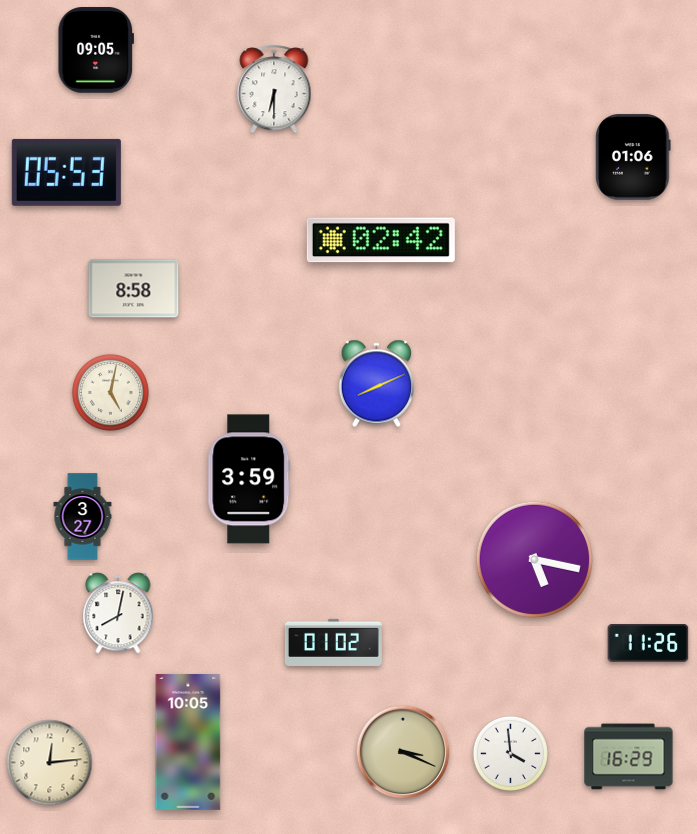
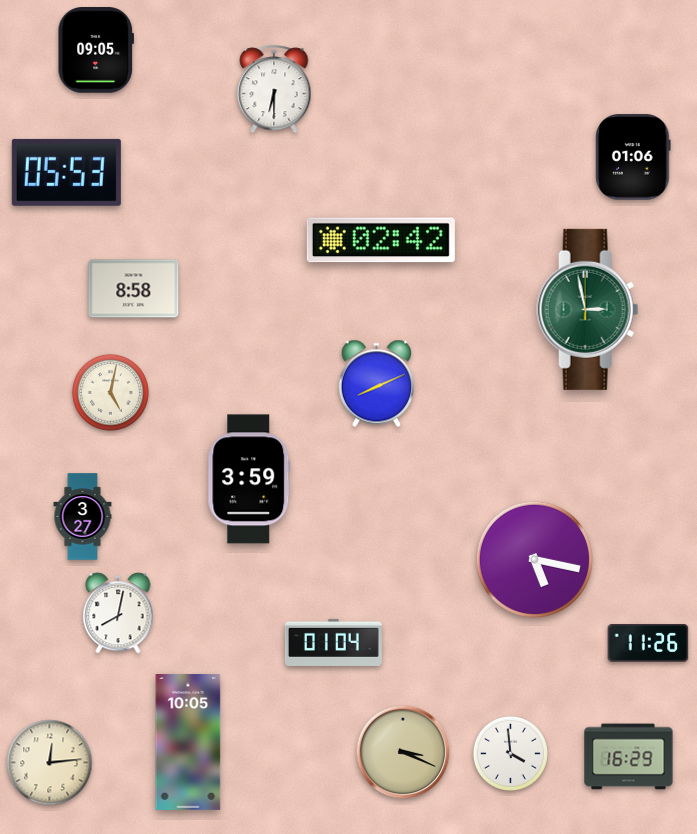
clock at (588, 309): none -> 2:58
clock at (333, 642): 01:02 -> 01:04
